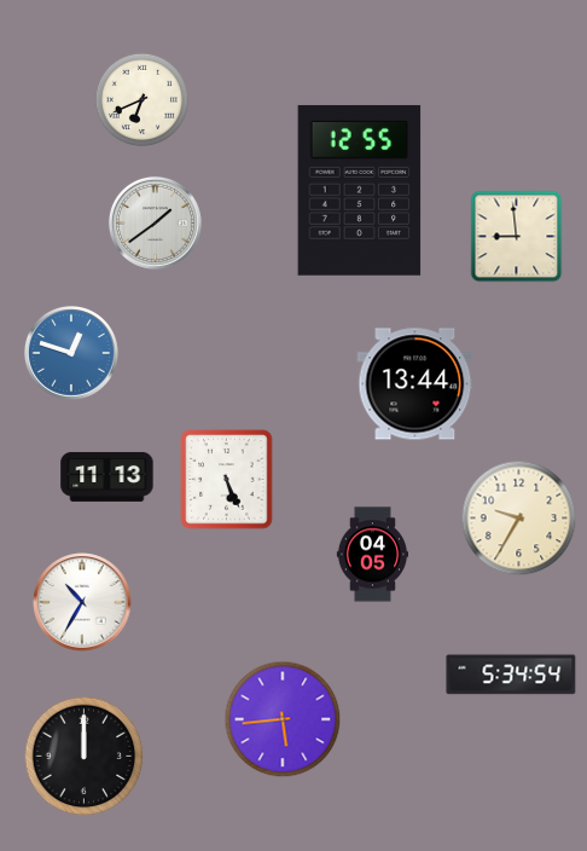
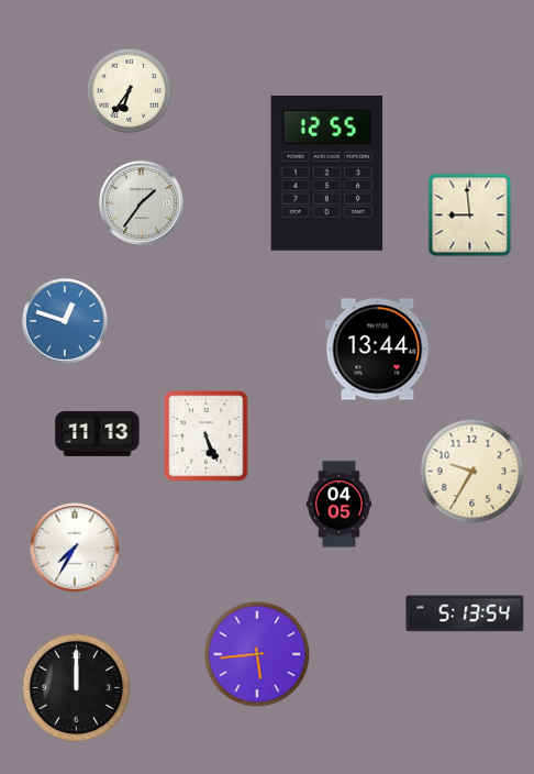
clock at (143, 100): 6:41 -> 6:36
clock at (155, 222): 1:39 -> 1:36
clock at (82, 602): 10:35 -> 7:35
clock at (511, 675): 5:34 -> 5:13
